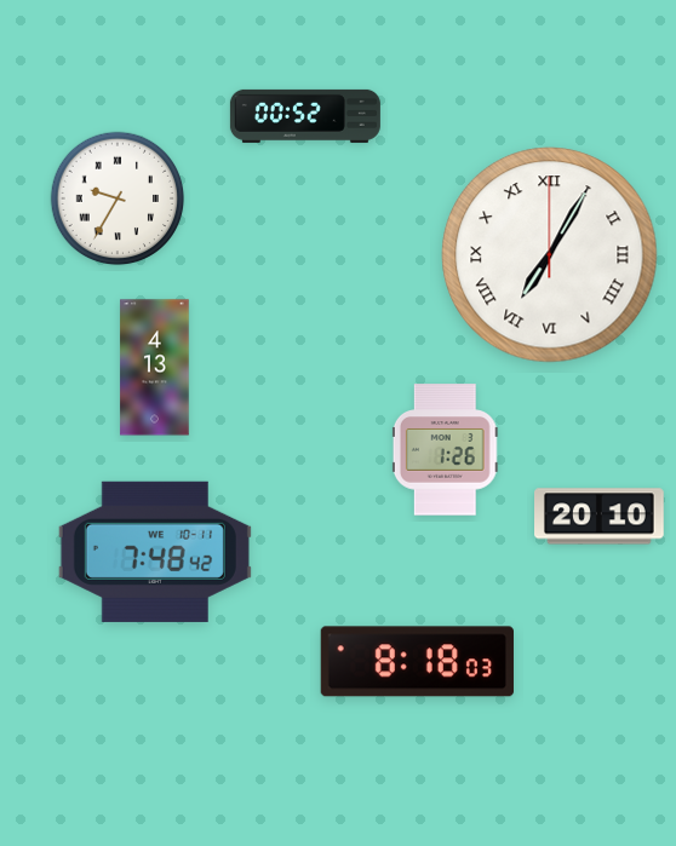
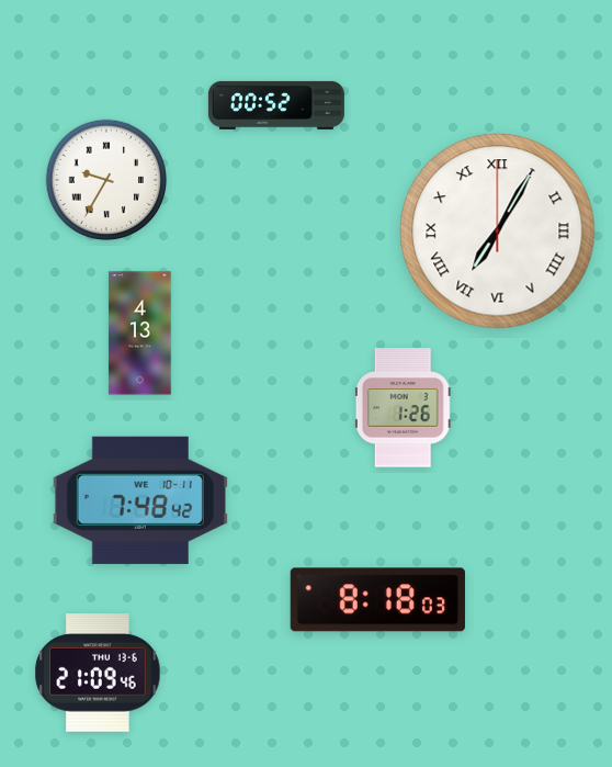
clock at (600, 517): 20:10 -> none
clock at (98, 673): none -> 21:09
